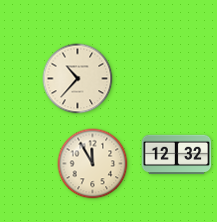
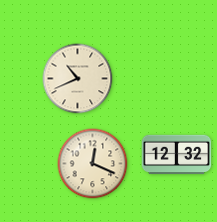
clock at (78, 79): 10:37 -> 10:41
clock at (93, 164): 11:55 -> 12:19
